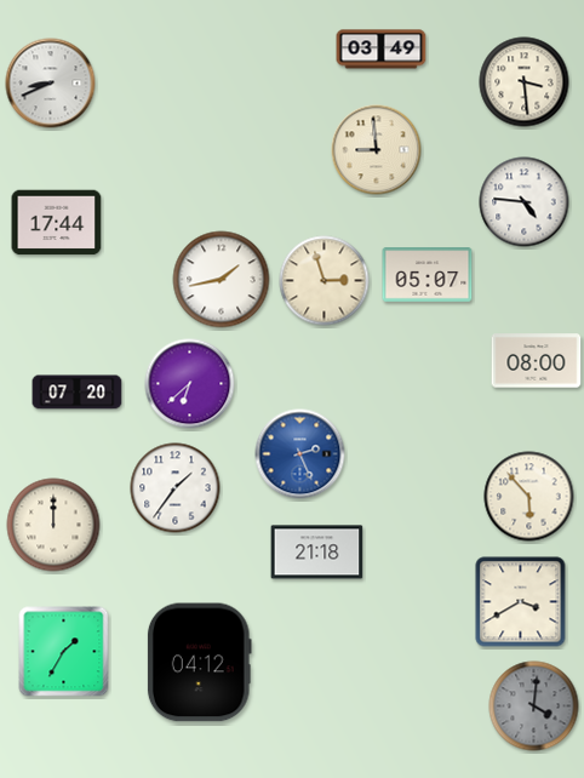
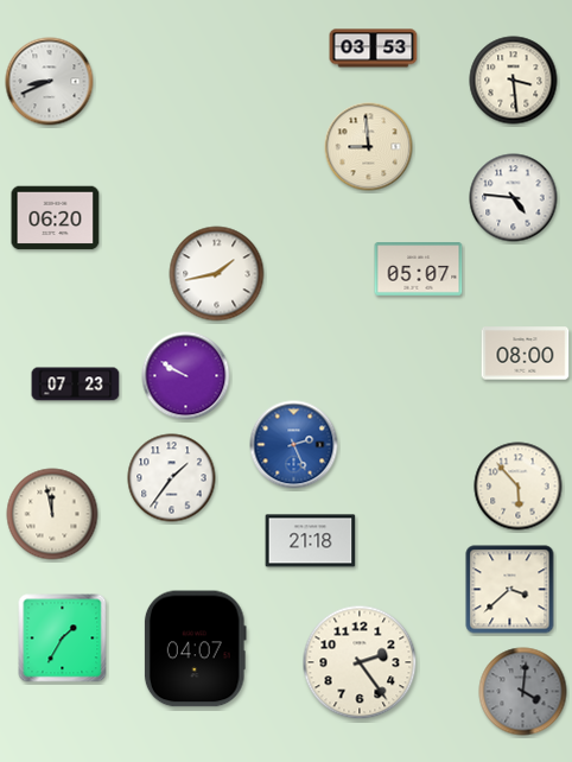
clock at (382, 50): 03:49 -> 03:53
clock at (57, 223): 17:44 -> 06:20
clock at (325, 281): 2:57 -> none
clock at (190, 384): 6:38 -> 9:50
clock at (78, 393): 07:20 -> 07:23
clock at (53, 525): 12:00 -> 11:58
clock at (521, 602): 3:40 -> 3:38
clock at (199, 663): 04:12 -> 04:07
clock at (360, 662): none -> 2:24
